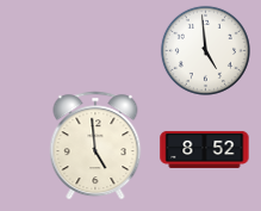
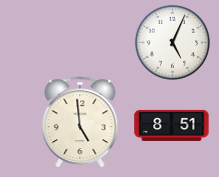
clock at (205, 50): 4:59 -> 5:04
clock at (205, 149): 8:52 -> 8:51
